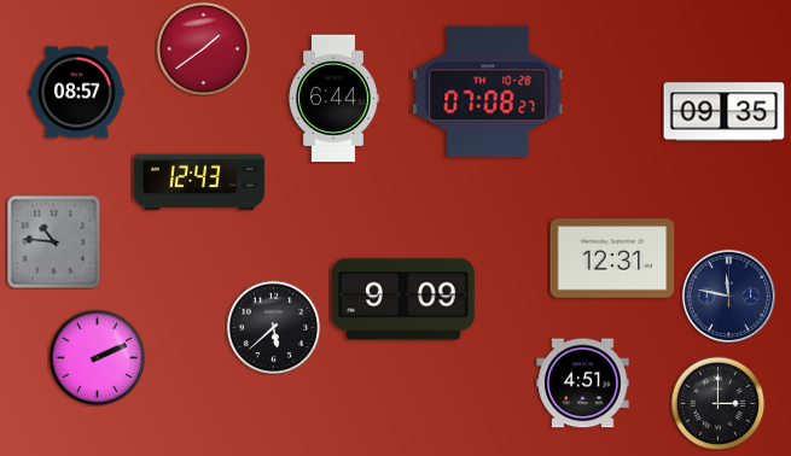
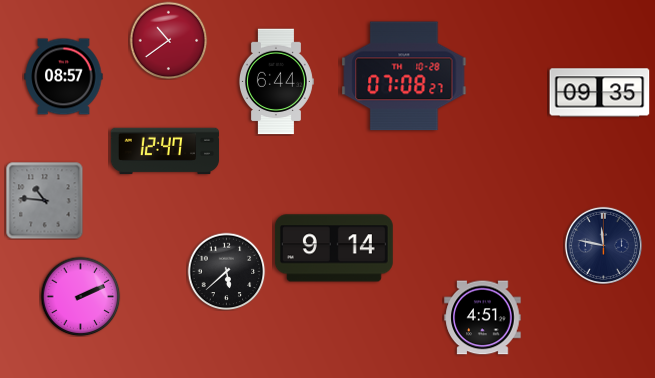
clock at (203, 48): 1:39 -> 10:39
clock at (199, 182): 12:43 -> 12:47
clock at (612, 258): 12:31 -> none
clock at (403, 299): 9:09 -> 9:14
clock at (717, 403): 3:00 -> none
